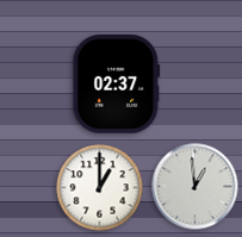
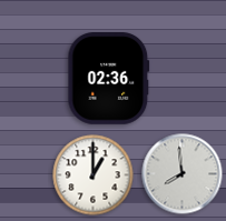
clock at (117, 85): 02:37 -> 02:36
clock at (196, 187): 12:59 -> 7:59
